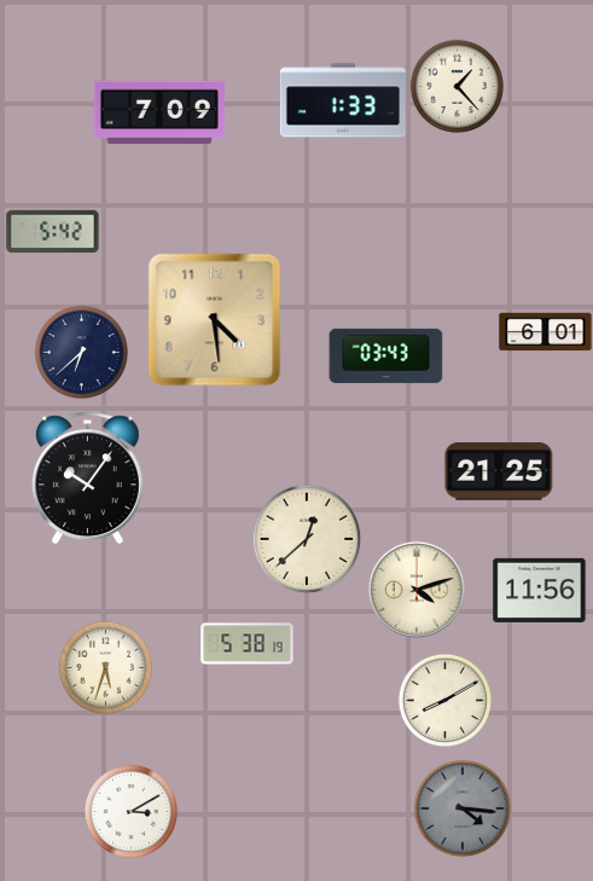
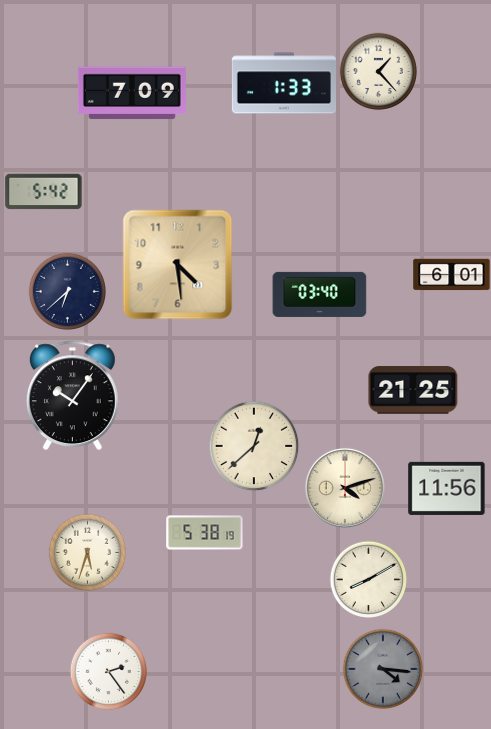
clock at (386, 355): 03:43 -> 03:40
clock at (130, 811): 3:10 -> 2:24
